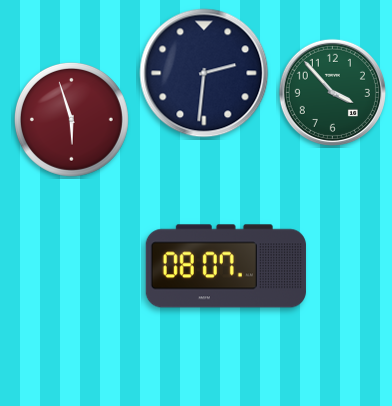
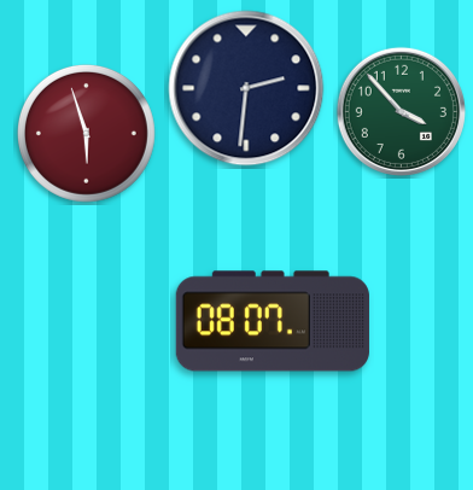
clock at (71, 119) position: (71, 119) -> (86, 133)
